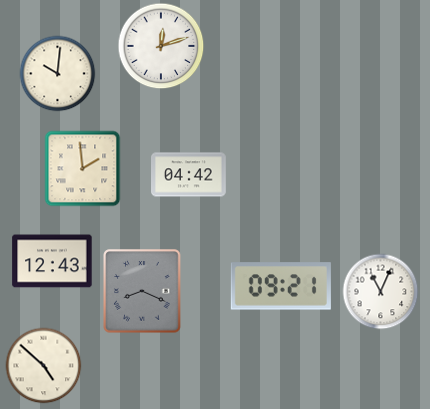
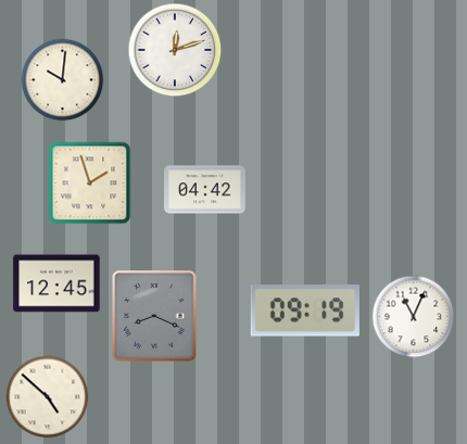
clock at (83, 169): 1:59 -> 1:57
clock at (52, 261): 12:43 -> 12:45
clock at (281, 286): 09:21 -> 09:19
